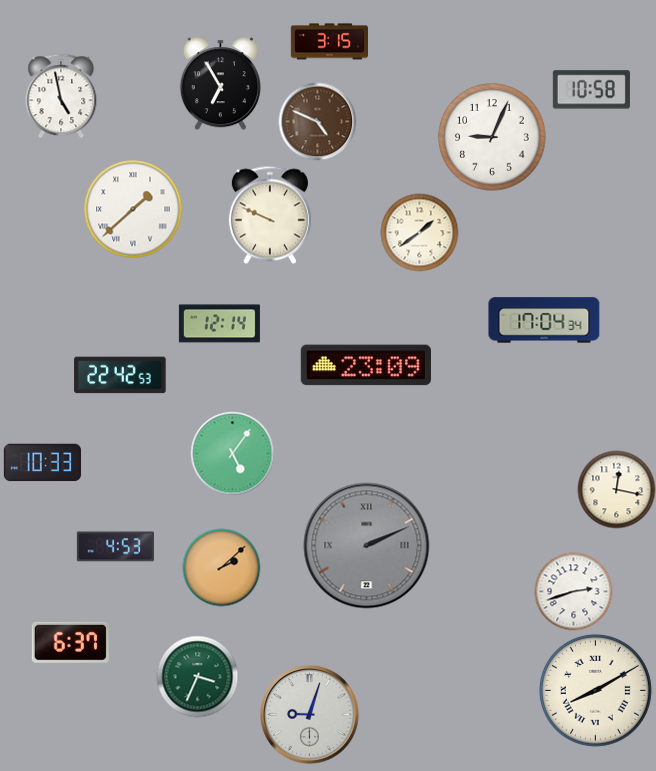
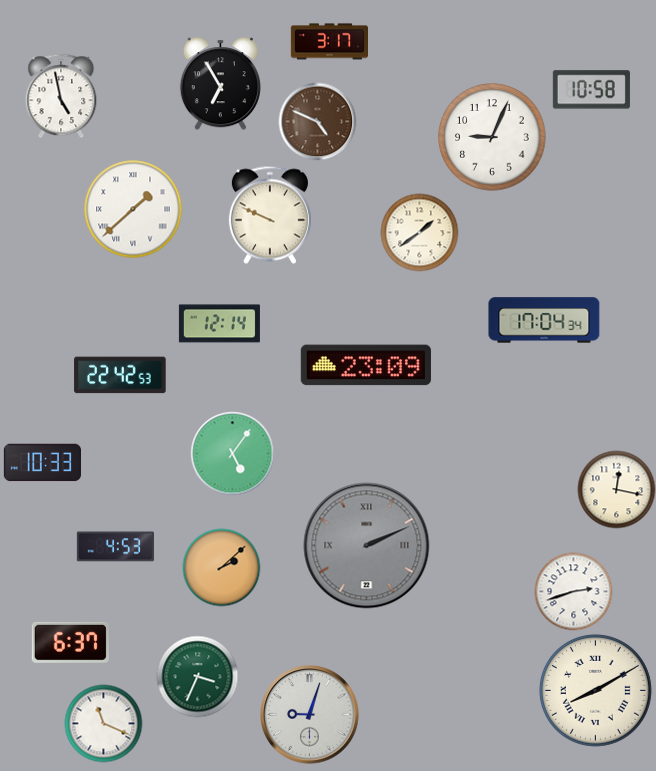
clock at (329, 42): 3:15 -> 3:17
clock at (103, 723): none -> 11:19
